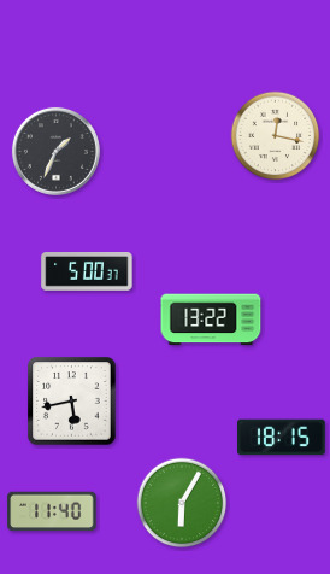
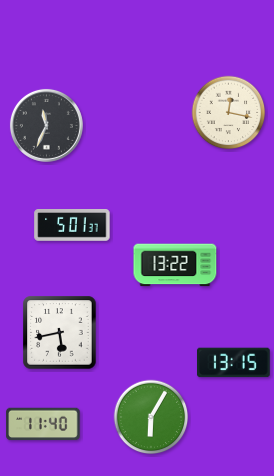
clock at (55, 151): 1:34 -> 11:34
clock at (87, 273): 5:00 -> 5:01
clock at (282, 438): 18:15 -> 13:15
